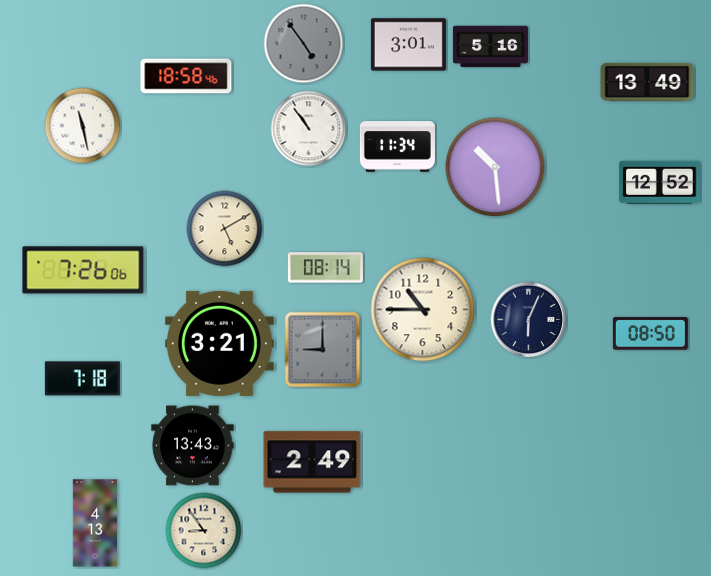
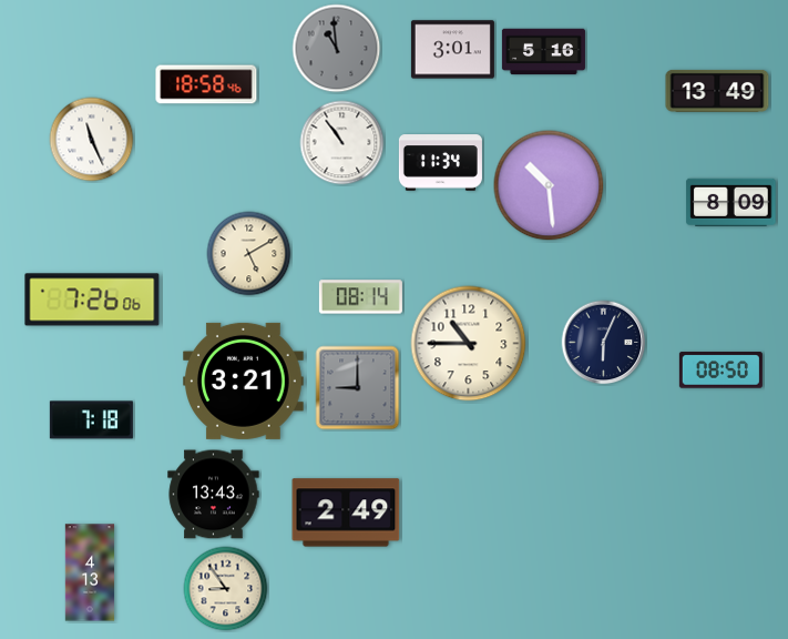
clock at (304, 44): 4:54 -> 10:59
clock at (83, 126): 11:28 -> 11:26
clock at (660, 182): 12:52 -> 8:09
clock at (529, 320) position: (529, 320) -> (604, 343)
clock at (95, 523) position: (95, 523) -> (90, 572)
